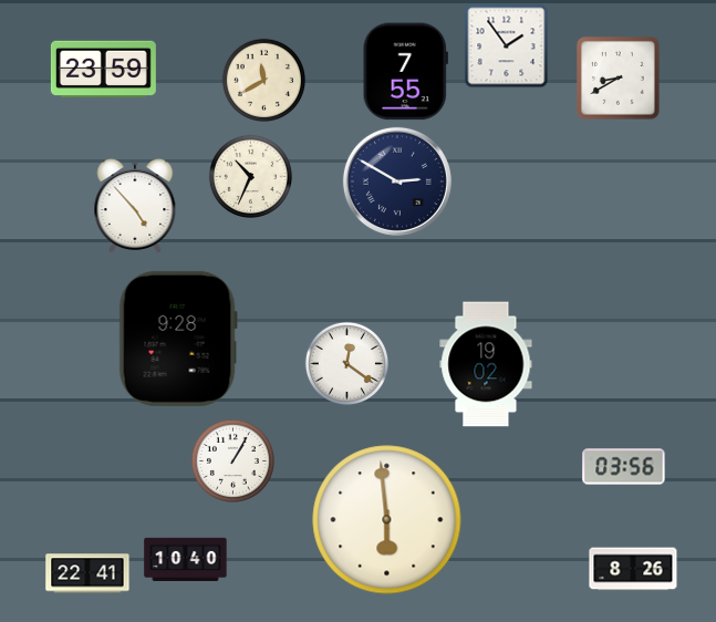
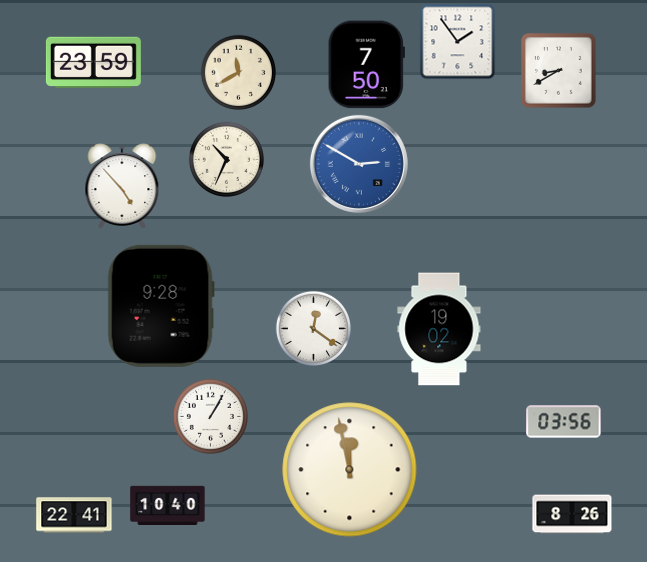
clock at (405, 72): 7:55 -> 7:50
clock at (397, 182) dial: navy -> blue
clock at (387, 520): 5:59 -> 11:58
clock at (87, 573) position: (87, 573) -> (74, 515)
